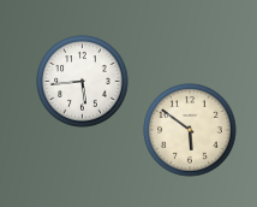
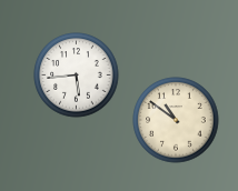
clock at (190, 130): 5:51 -> 10:51
